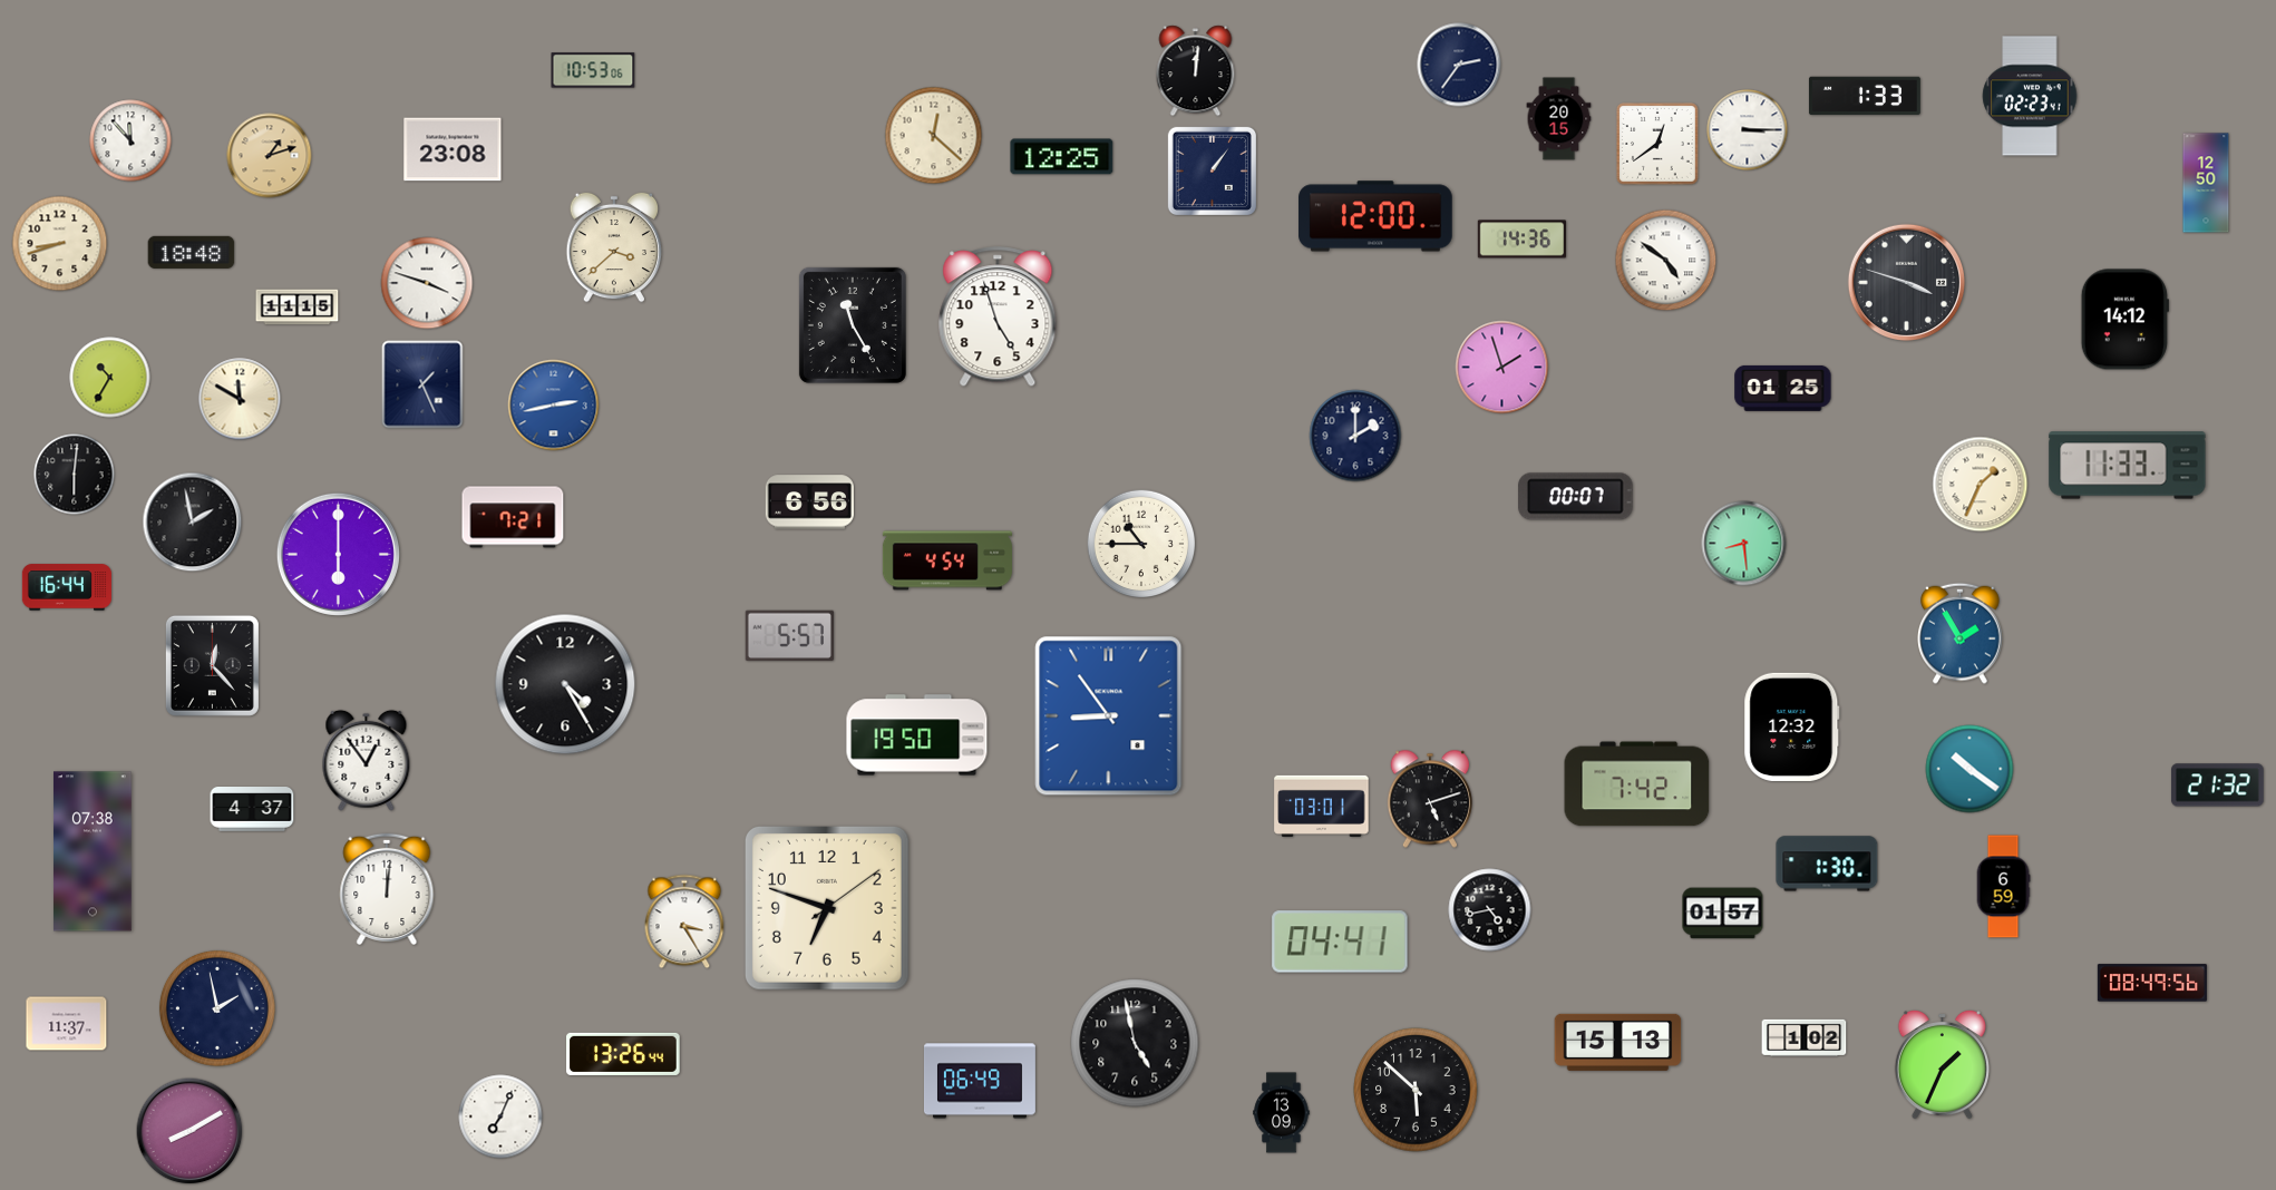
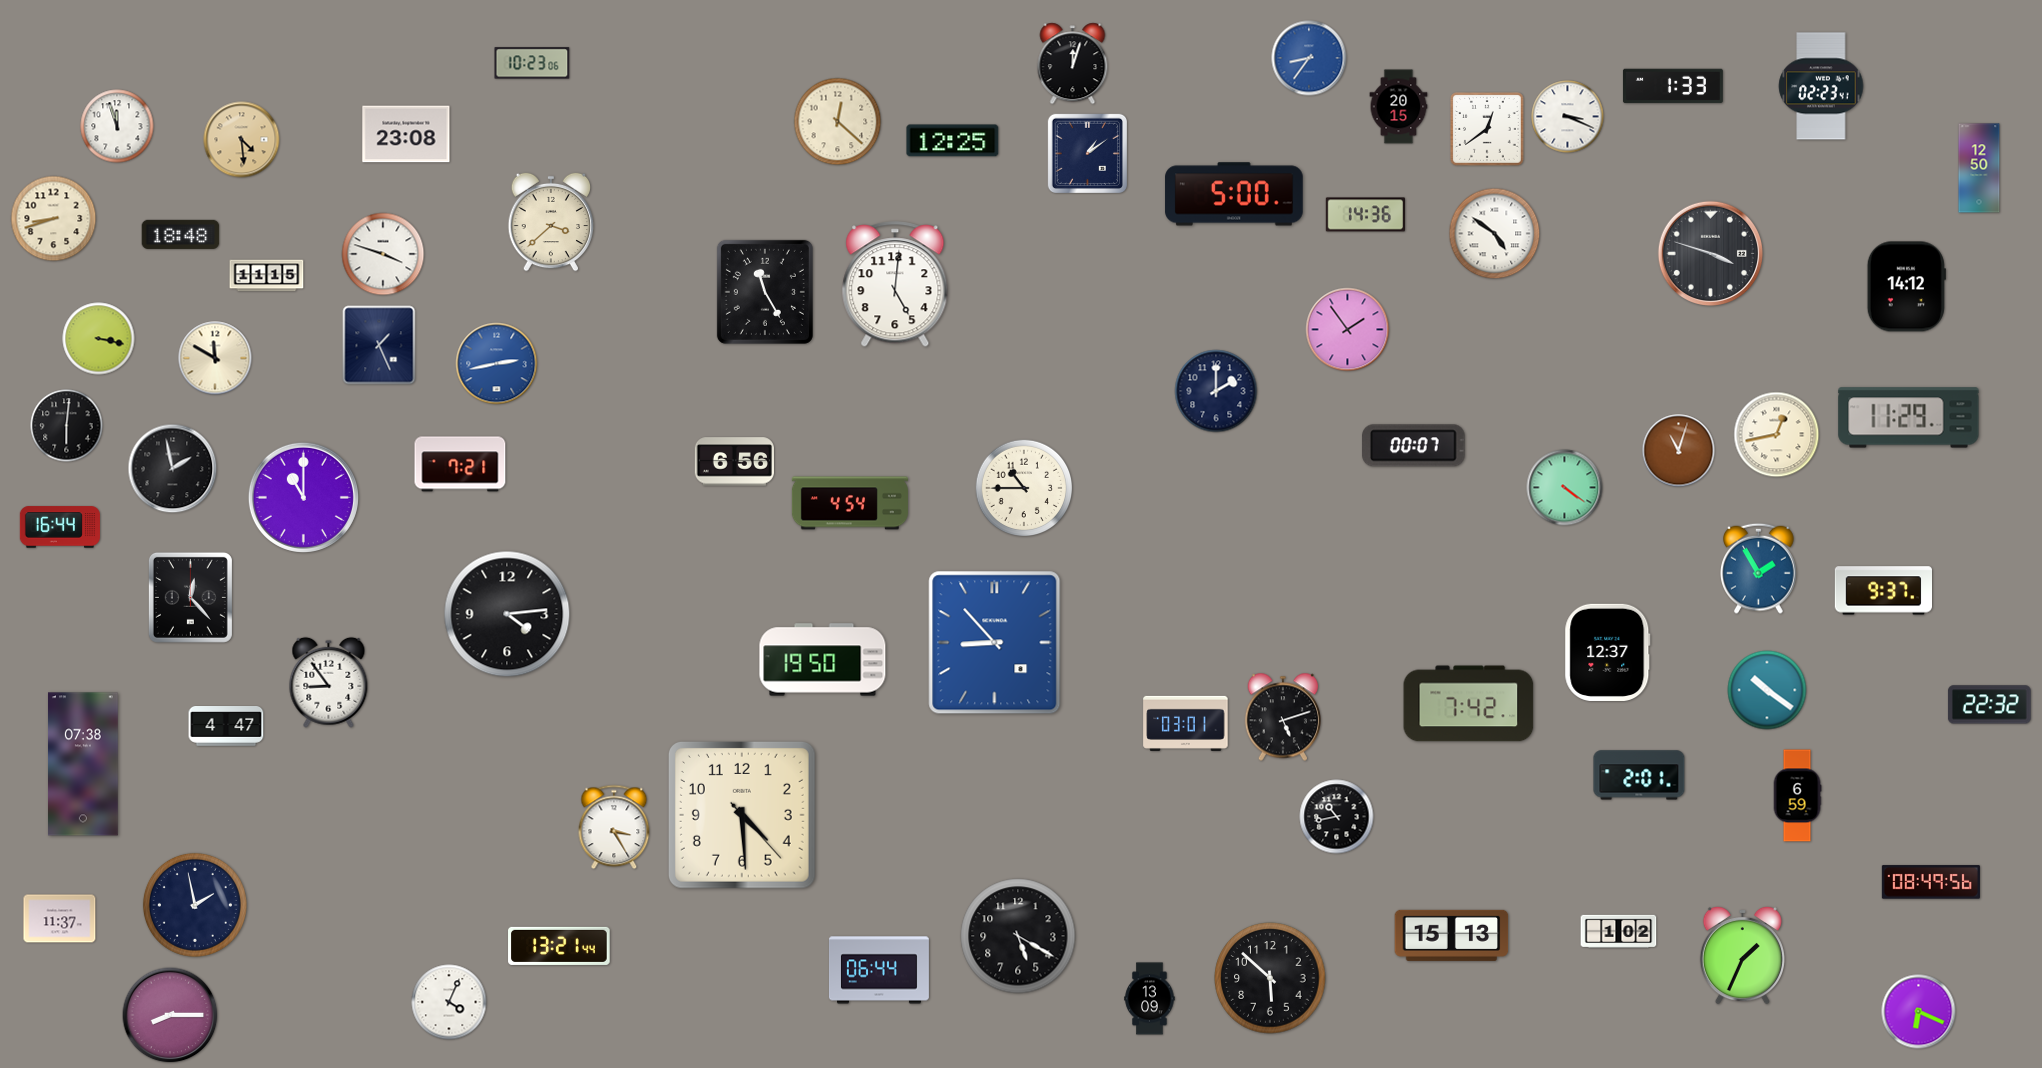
clock at (1459, 65): 2:36 -> 8:36
clock at (1459, 65) dial: navy -> blue
clock at (593, 70): 10:53 -> 10:23
clock at (1196, 71): 12:01 -> 12:03
clock at (1748, 130): 3:15 -> 3:19
clock at (130, 140): 11:53 -> 11:57
clock at (270, 156): 1:12 -> 4:29
clock at (1212, 170): 1:06 -> 1:09
clock at (2206, 183) position: (2206, 183) -> (1979, 168)
clock at (1375, 216): 12:00 -> 5:00
clock at (192, 252) position: (192, 252) -> (181, 234)
clock at (998, 318): 4:57 -> 5:01
clock at (1502, 368): 1:57 -> 1:54
clock at (110, 378): 10:35 -> 3:17
clock at (1783, 388): 01:25 -> none
clock at (2128, 466): 11:33 -> 11:29
clock at (1981, 485): 1:34 -> 12:43
clock at (809, 503) position: (809, 503) -> (734, 462)
clock at (1679, 451): none -> 11:03
clock at (1744, 544): 8:29 -> 4:21
clock at (338, 554): 6:00 -> 11:00
clock at (789, 636): 5:57 -> none
clock at (1883, 591): none -> 9:37
clock at (565, 684): 4:25 -> 4:14
clock at (1109, 716): 8:54 -> 8:53
clock at (1792, 726): 12:32 -> 12:37
clock at (367, 760): 12:54 -> 8:54
clock at (2217, 786): 21:32 -> 22:32
clock at (252, 809): 4:37 -> 4:47
clock at (1827, 864): 1:30 -> 2:01
clock at (387, 889): 12:01 -> none
clock at (827, 908): 6:48 -> 4:29
clock at (1490, 910): 4:43 -> 10:43
clock at (1723, 914): 01:57 -> none
clock at (1340, 942): 04:41 -> none
clock at (1135, 1043): 4:58 -> 5:20
clock at (623, 1054): 13:26 -> 13:21
clock at (980, 1081): 06:49 -> 06:44
clock at (500, 1116): 7:04 -> 4:04
clock at (1919, 1012): none -> 6:19
clock at (189, 1131): 8:10 -> 8:15
